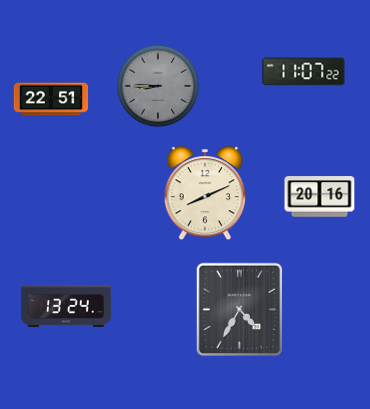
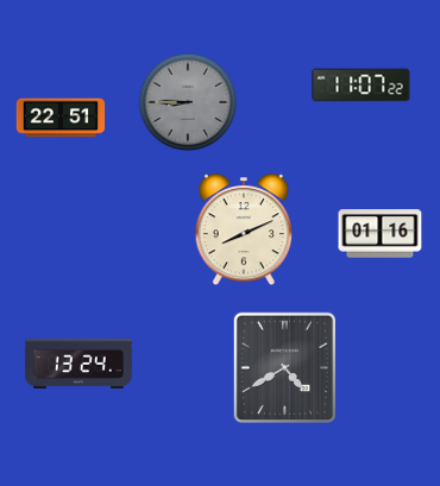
clock at (320, 197): 20:16 -> 01:16
clock at (239, 310): 4:35 -> 4:40
